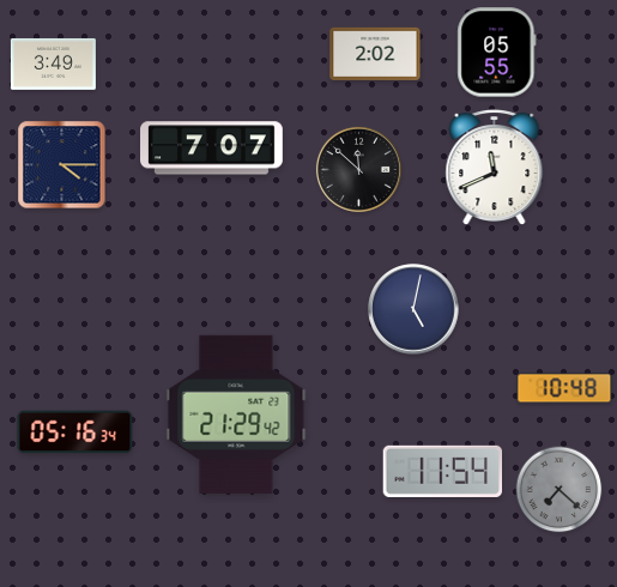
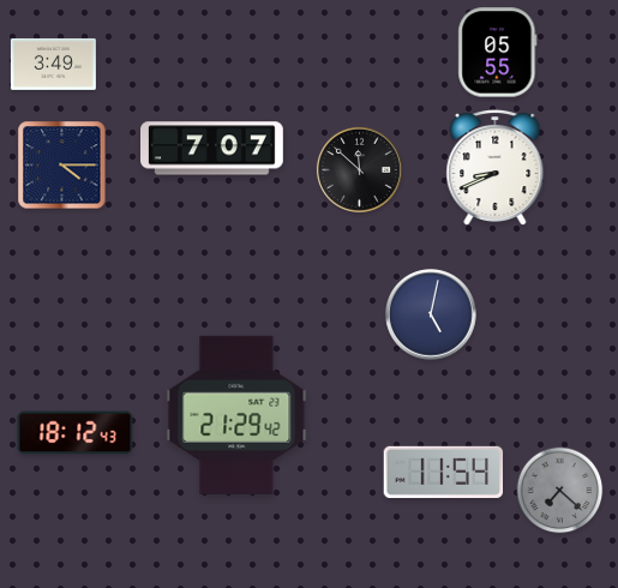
clock at (375, 54): 2:02 -> none
clock at (495, 168): 11:41 -> 8:41
clock at (413, 309) position: (413, 309) -> (431, 314)
clock at (564, 388): 10:48 -> none
clock at (75, 432): 05:16 -> 18:12
